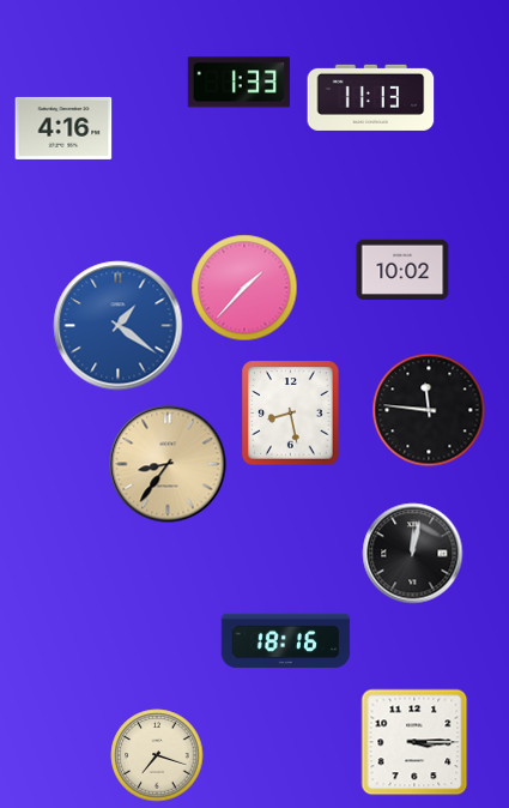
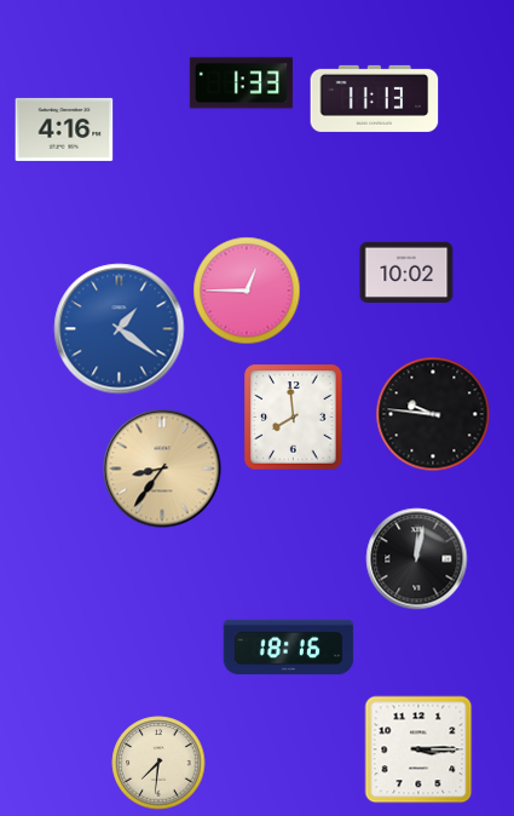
clock at (244, 288): 1:37 -> 12:45
clock at (429, 410): 11:46 -> 9:46
clock at (291, 414): 8:28 -> 7:59
clock at (168, 464) position: (168, 464) -> (162, 469)
clock at (157, 755): 7:18 -> 7:31
